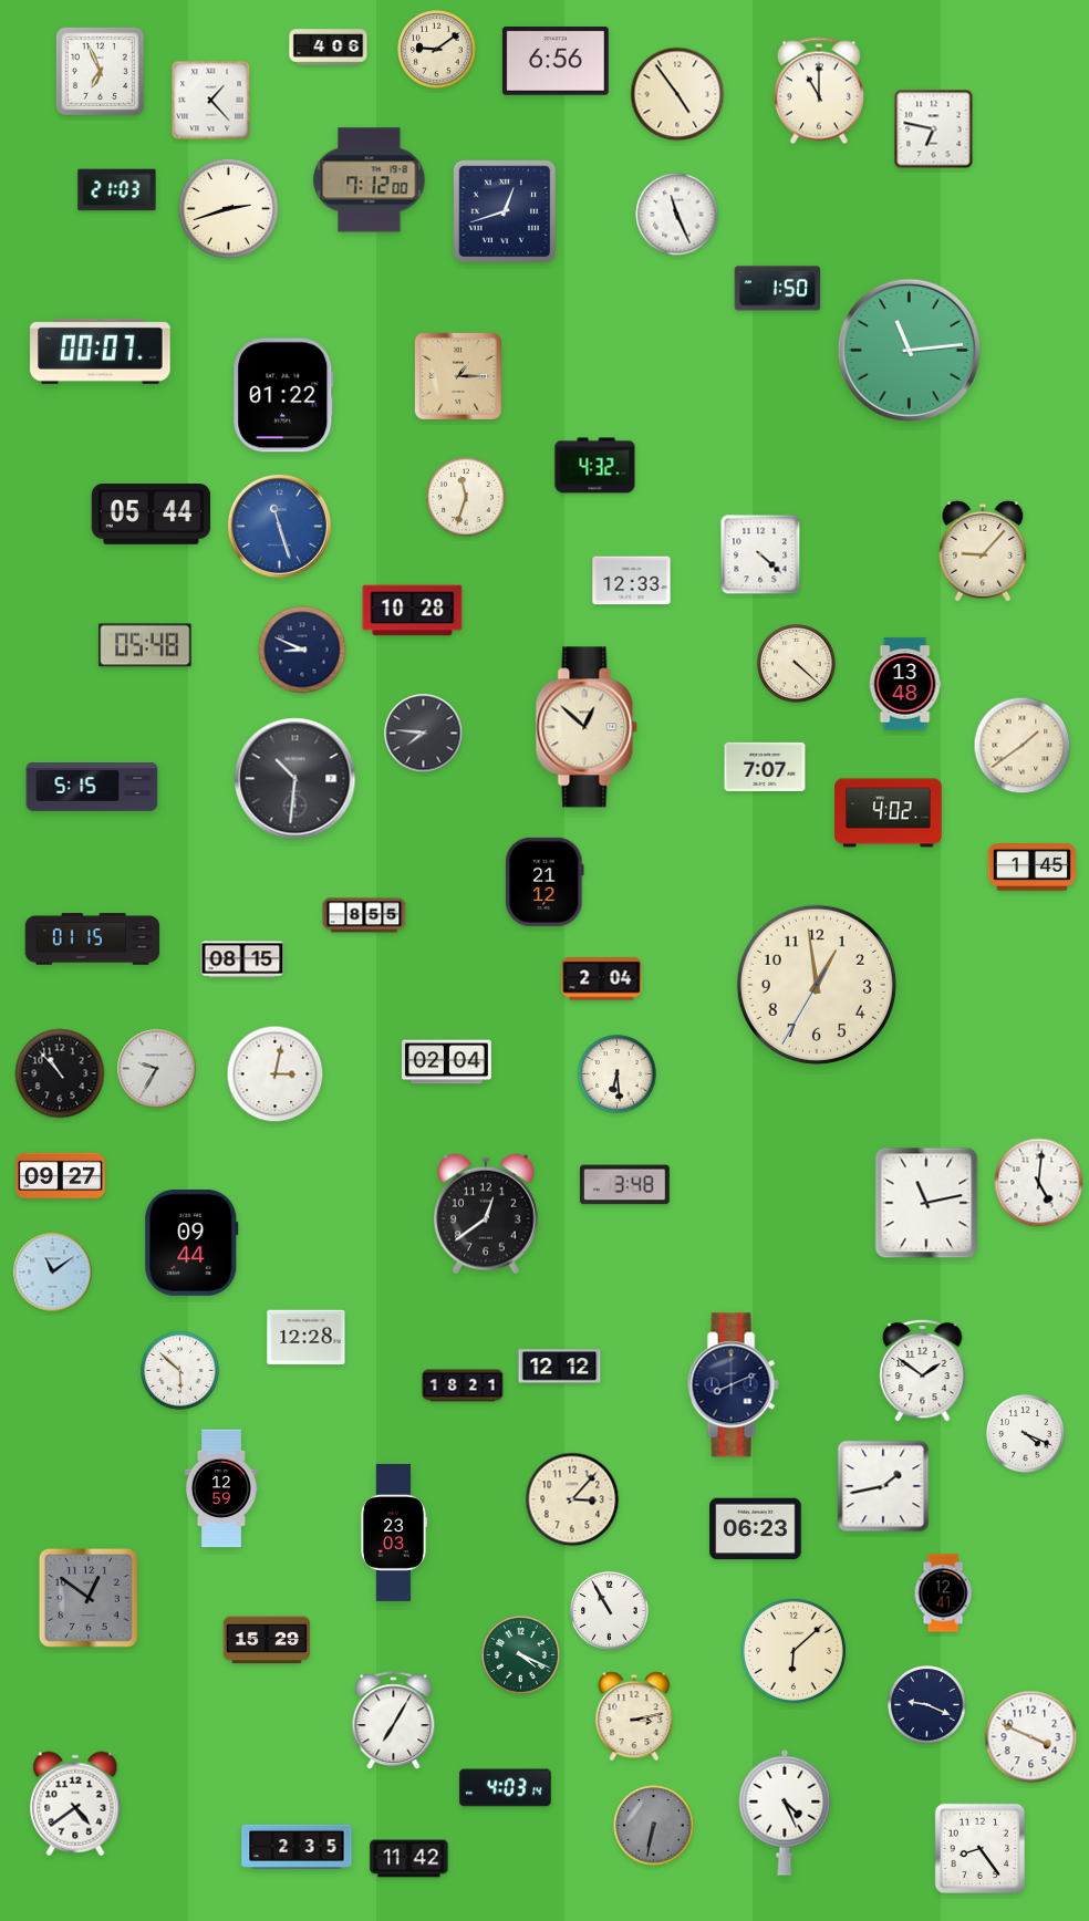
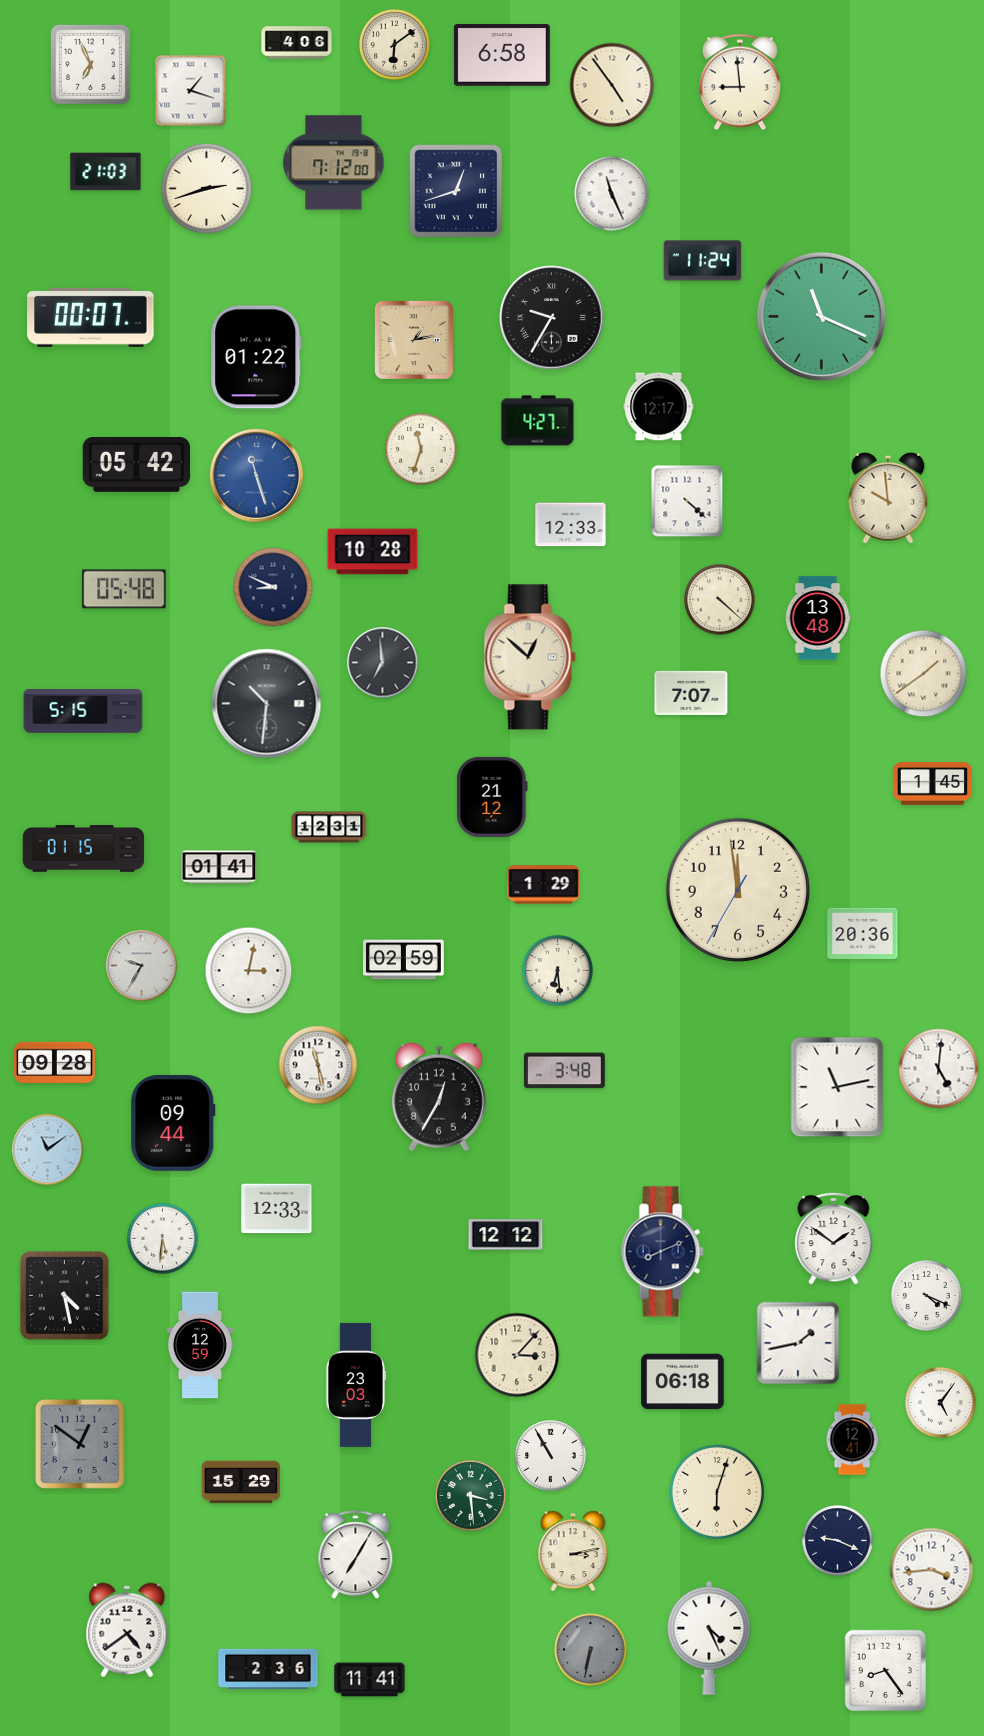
clock at (437, 50): 9:09 -> 6:09
clock at (556, 61): 6:56 -> 6:58
clock at (819, 91): 11:00 -> 8:59
clock at (211, 101): 1:23 -> 1:18
clock at (934, 129): 6:47 -> none
clock at (778, 289): 1:50 -> 11:24
clock at (909, 350): 11:14 -> 11:19
clock at (552, 318): none -> 9:35
clock at (458, 376): 1:15 -> 1:13
clock at (659, 407): none -> 12:17
clock at (595, 466): 4:32 -> 4:27
clock at (151, 515): 05:44 -> 05:42
clock at (279, 526) position: (279, 526) -> (256, 475)
clock at (983, 551): 9:07 -> 9:59
clock at (145, 645) position: (145, 645) -> (124, 589)
clock at (424, 734): 7:46 -> 6:59
clock at (889, 813): 4:02 -> none
clock at (364, 915): 8:55 -> 12:31
clock at (242, 959): 08:15 -> 01:41
clock at (602, 979): 2:04 -> 1:29
clock at (817, 985): 12:58 -> 11:58
clock at (863, 934): none -> 20:36
clock at (446, 1062): 02:04 -> 02:59
clock at (60, 1073): 10:53 -> none
clock at (60, 1175): 09:27 -> 09:28
clock at (318, 1065): none -> 11:28
clock at (487, 1214): 12:39 -> 12:35
clock at (307, 1338): 12:28 -> 12:33
clock at (180, 1371): 5:52 -> 5:31
clock at (463, 1385): 18:21 -> none
clock at (65, 1296): none -> 4:28
clock at (756, 1529): 06:23 -> 06:18
clock at (941, 1403): none -> 5:06
clock at (794, 1651): 6:08 -> 6:03
clock at (521, 1655): 4:19 -> 3:29
clock at (1031, 1737): 3:49 -> 3:44
clock at (506, 1788): 4:03 -> none
clock at (75, 1804) position: (75, 1804) -> (127, 1630)
clock at (297, 1846): 2:35 -> 2:36
clock at (409, 1859): 11:42 -> 11:41
